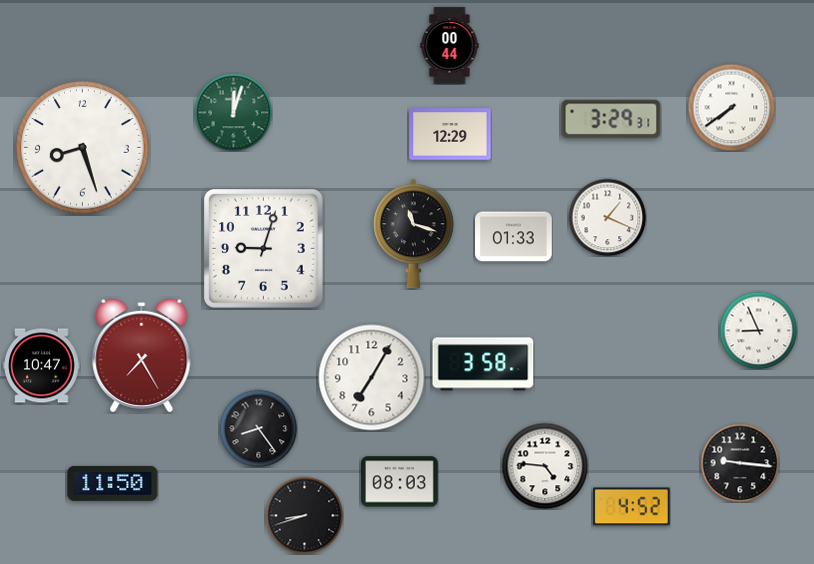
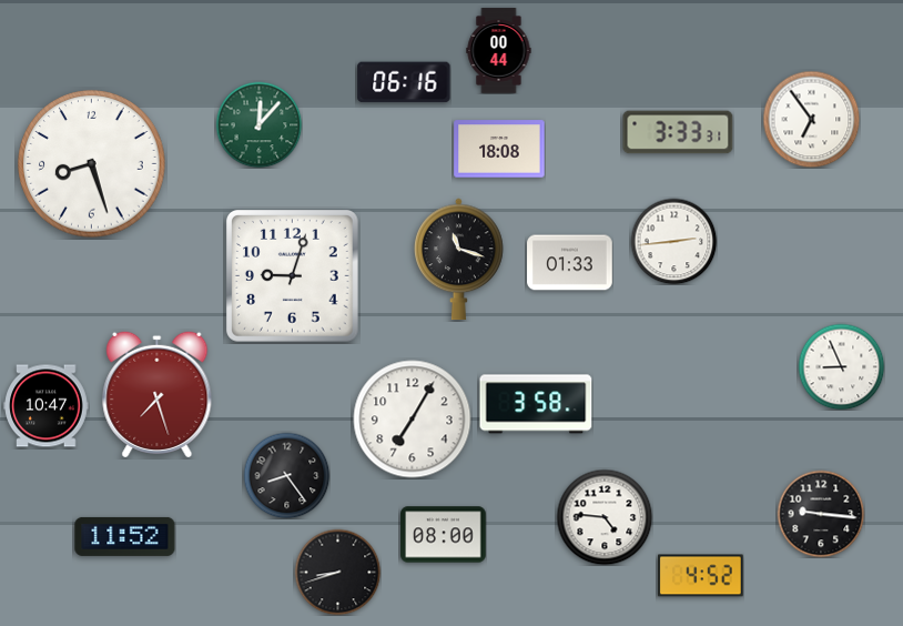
clock at (404, 82): none -> 06:16
clock at (731, 107): 7:39 -> 6:54
clock at (233, 112): 12:03 -> 12:07
clock at (611, 119): 3:29 -> 3:33
clock at (450, 134): 12:29 -> 18:08
clock at (607, 217): 1:19 -> 2:44
clock at (142, 355): 7:25 -> 7:27
clock at (400, 482): 08:03 -> 08:00
clock at (113, 483): 11:50 -> 11:52
clock at (632, 507) position: (632, 507) -> (701, 576)
